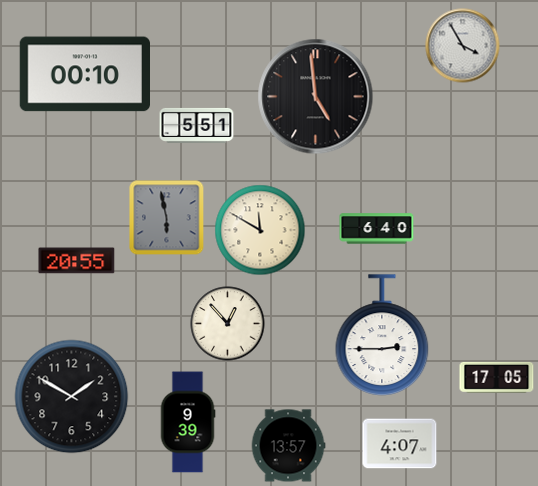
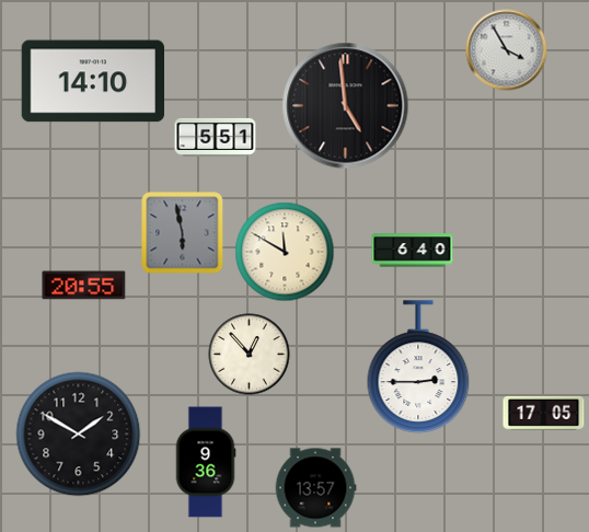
clock at (84, 74): 00:10 -> 14:10
clock at (167, 218) position: (167, 218) -> (183, 233)
clock at (188, 422): 9:39 -> 9:36
clock at (400, 444): 4:07 -> none
